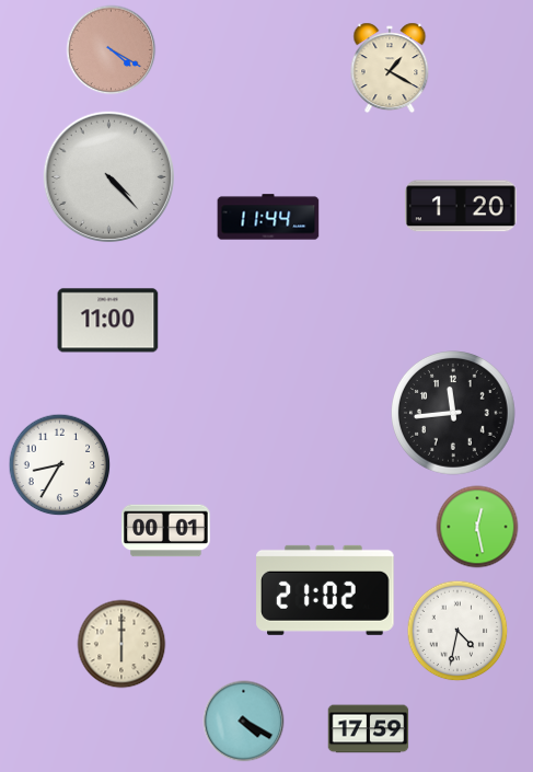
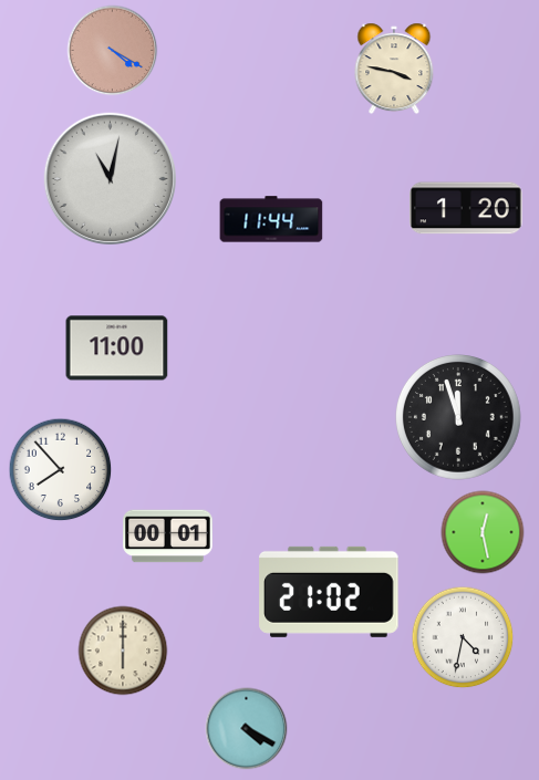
clock at (390, 68): 1:20 -> 3:47
clock at (108, 176): 4:23 -> 11:02
clock at (108, 321) position: (108, 321) -> (117, 349)
clock at (454, 414): 11:44 -> 11:57
clock at (60, 465): 8:35 -> 7:53
clock at (325, 590) position: (325, 590) -> (329, 592)
clock at (369, 729): 17:59 -> none
